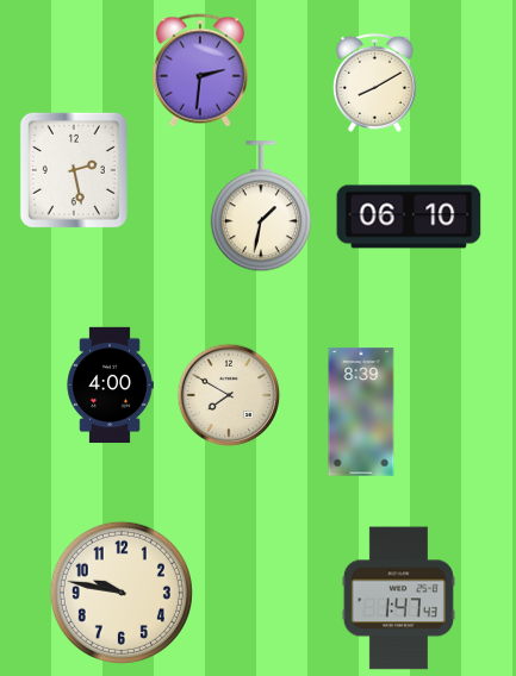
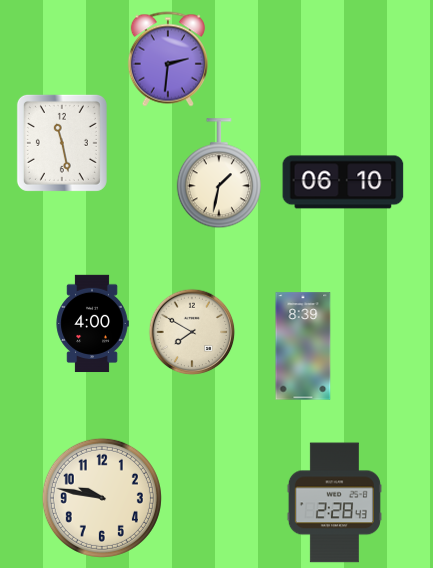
clock at (374, 82): 8:10 -> none
clock at (74, 170): 2:28 -> 11:28
clock at (398, 599): 1:47 -> 2:28
